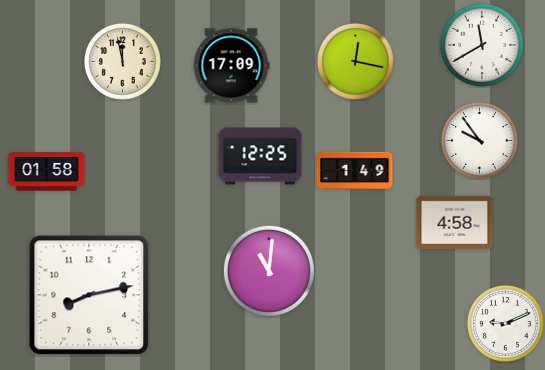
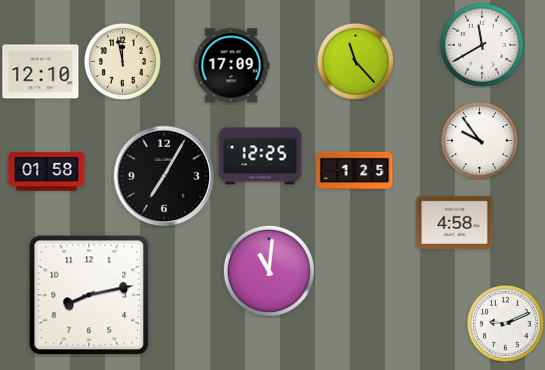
clock at (355, 61): 12:17 -> 11:23
clock at (41, 72): none -> 12:10
clock at (355, 171): 1:49 -> 1:25
clock at (164, 176): none -> 7:05
